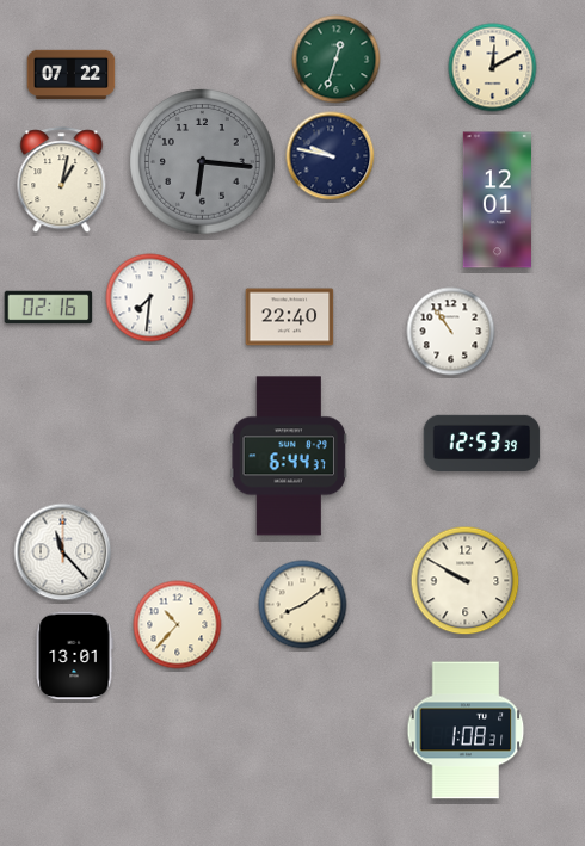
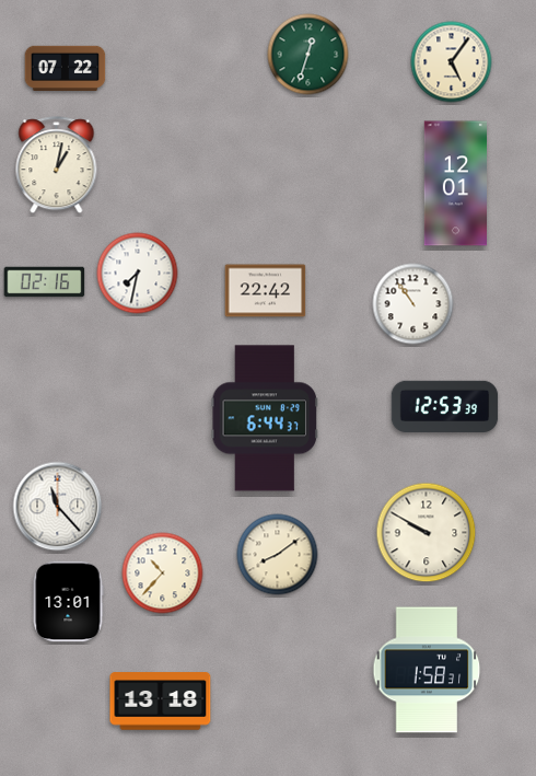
clock at (493, 68): 12:10 -> 5:06
clock at (331, 156): 9:47 -> none
clock at (203, 162): 6:16 -> none
clock at (150, 298): 7:31 -> 7:32
clock at (290, 317): 22:40 -> 22:42
clock at (482, 444) position: (482, 444) -> (445, 407)
clock at (466, 730): 1:08 -> 1:58
clock at (161, 702): none -> 13:18
